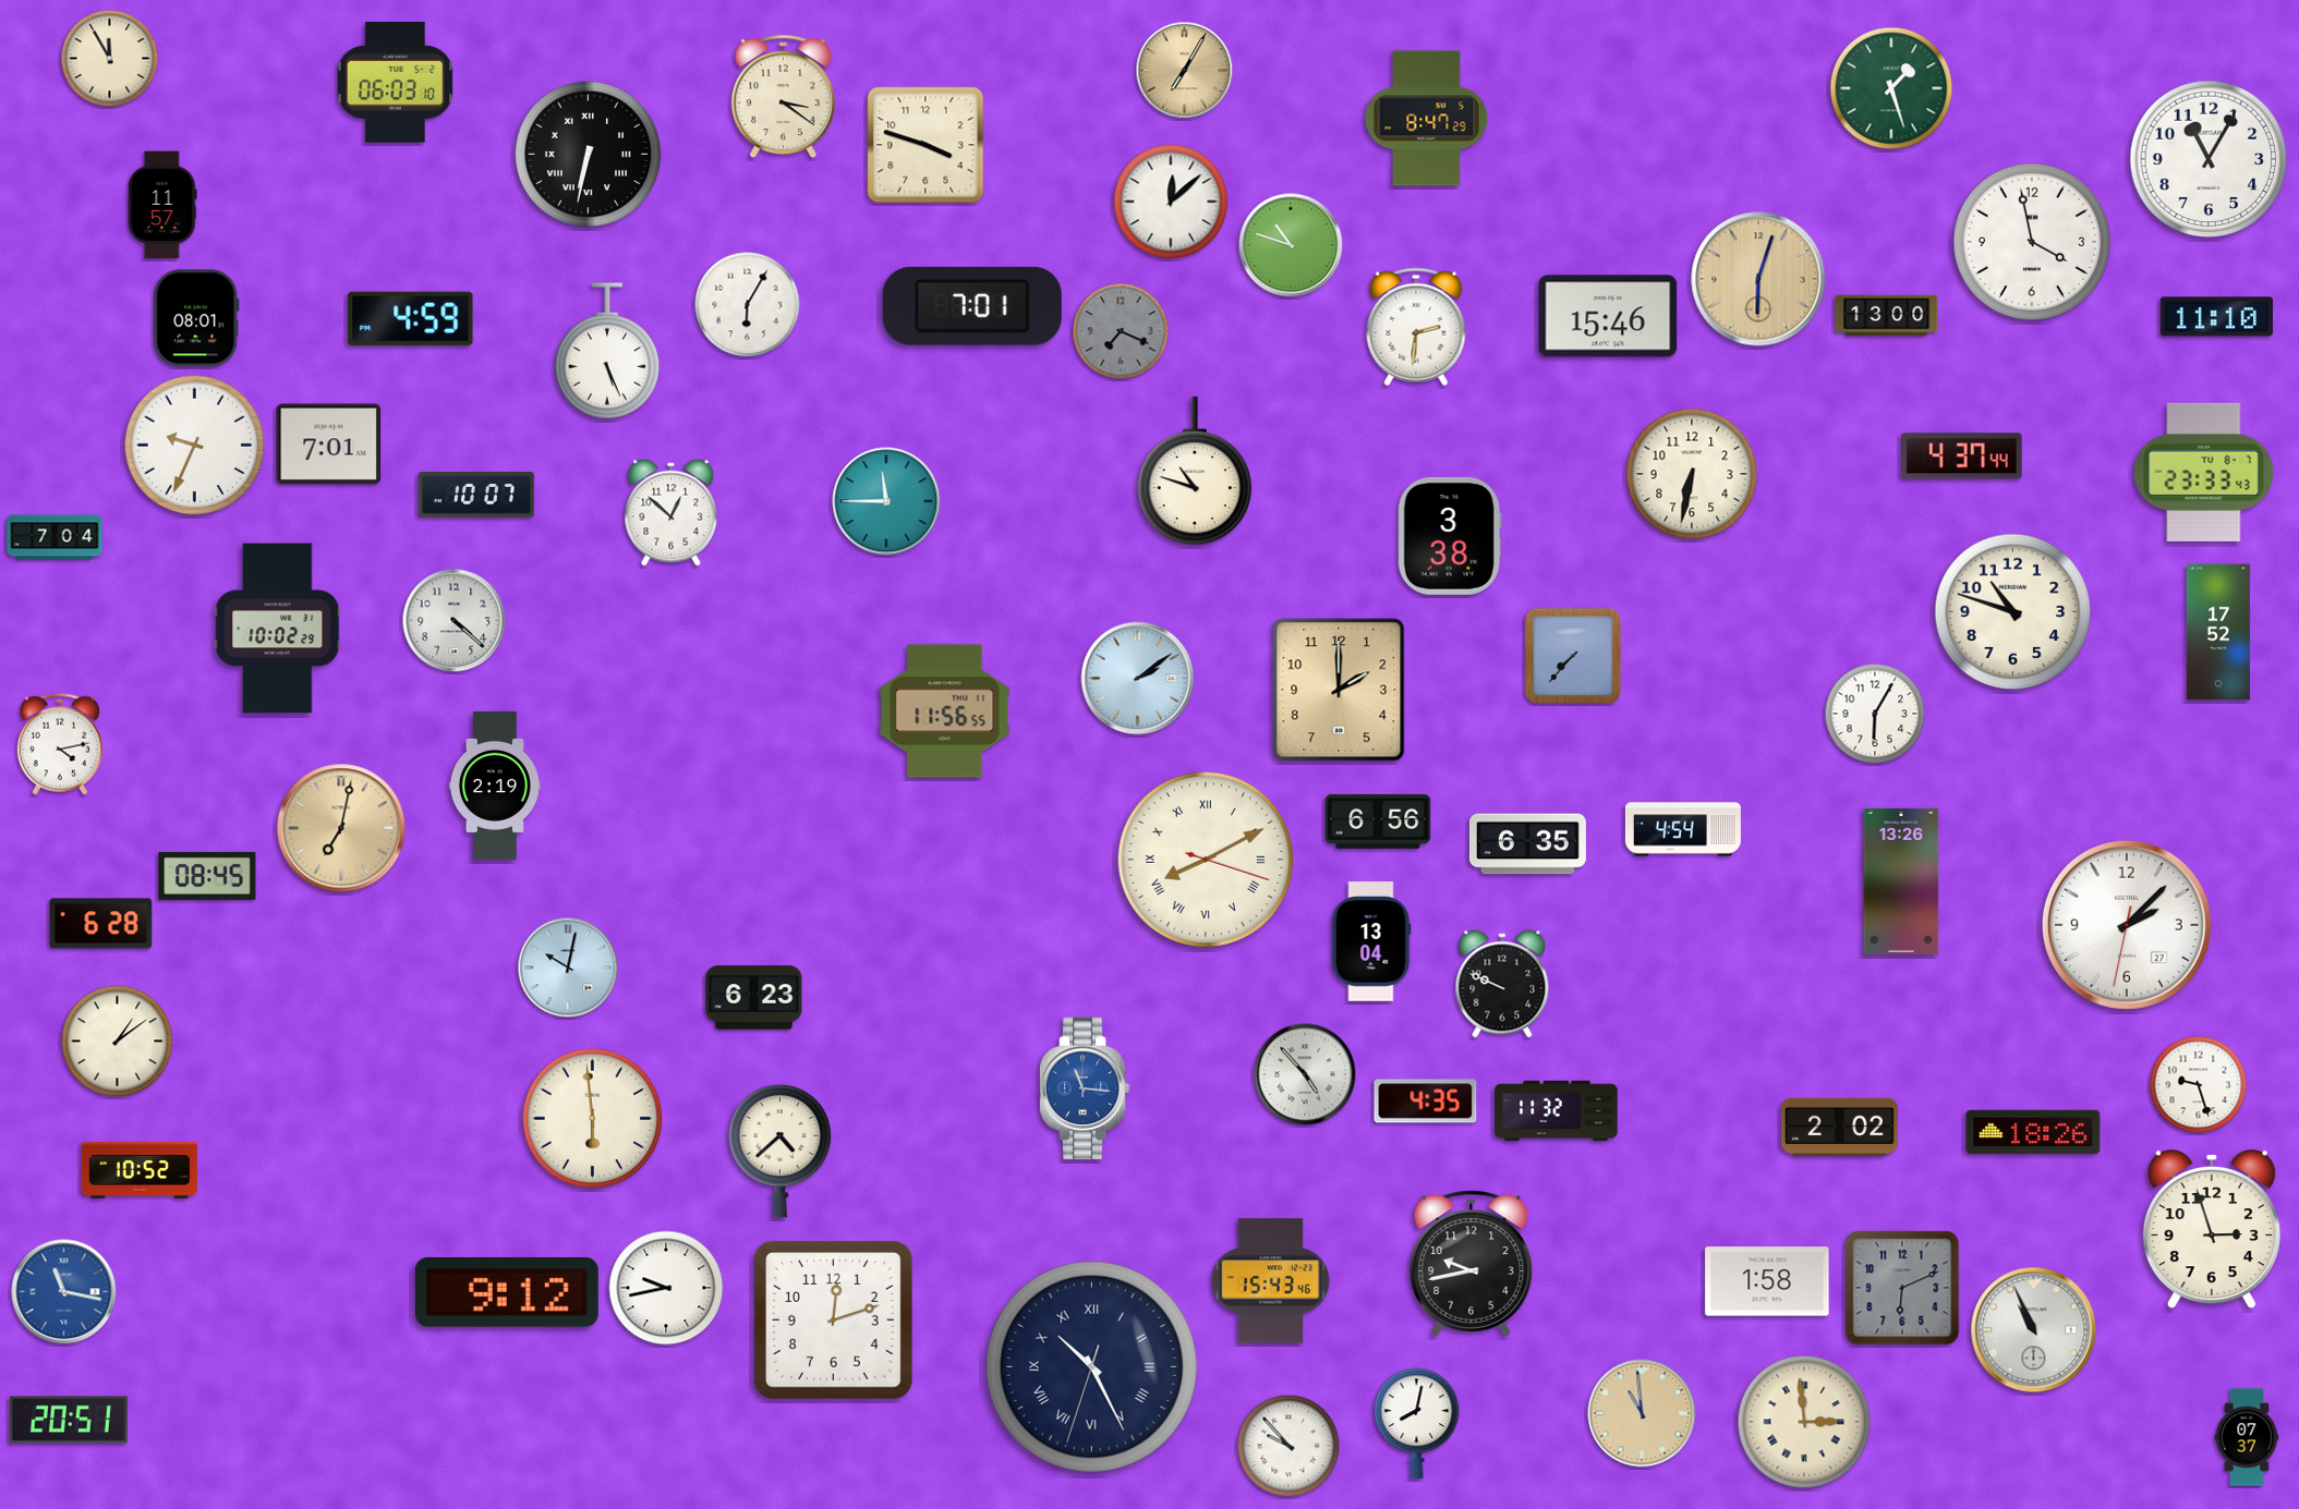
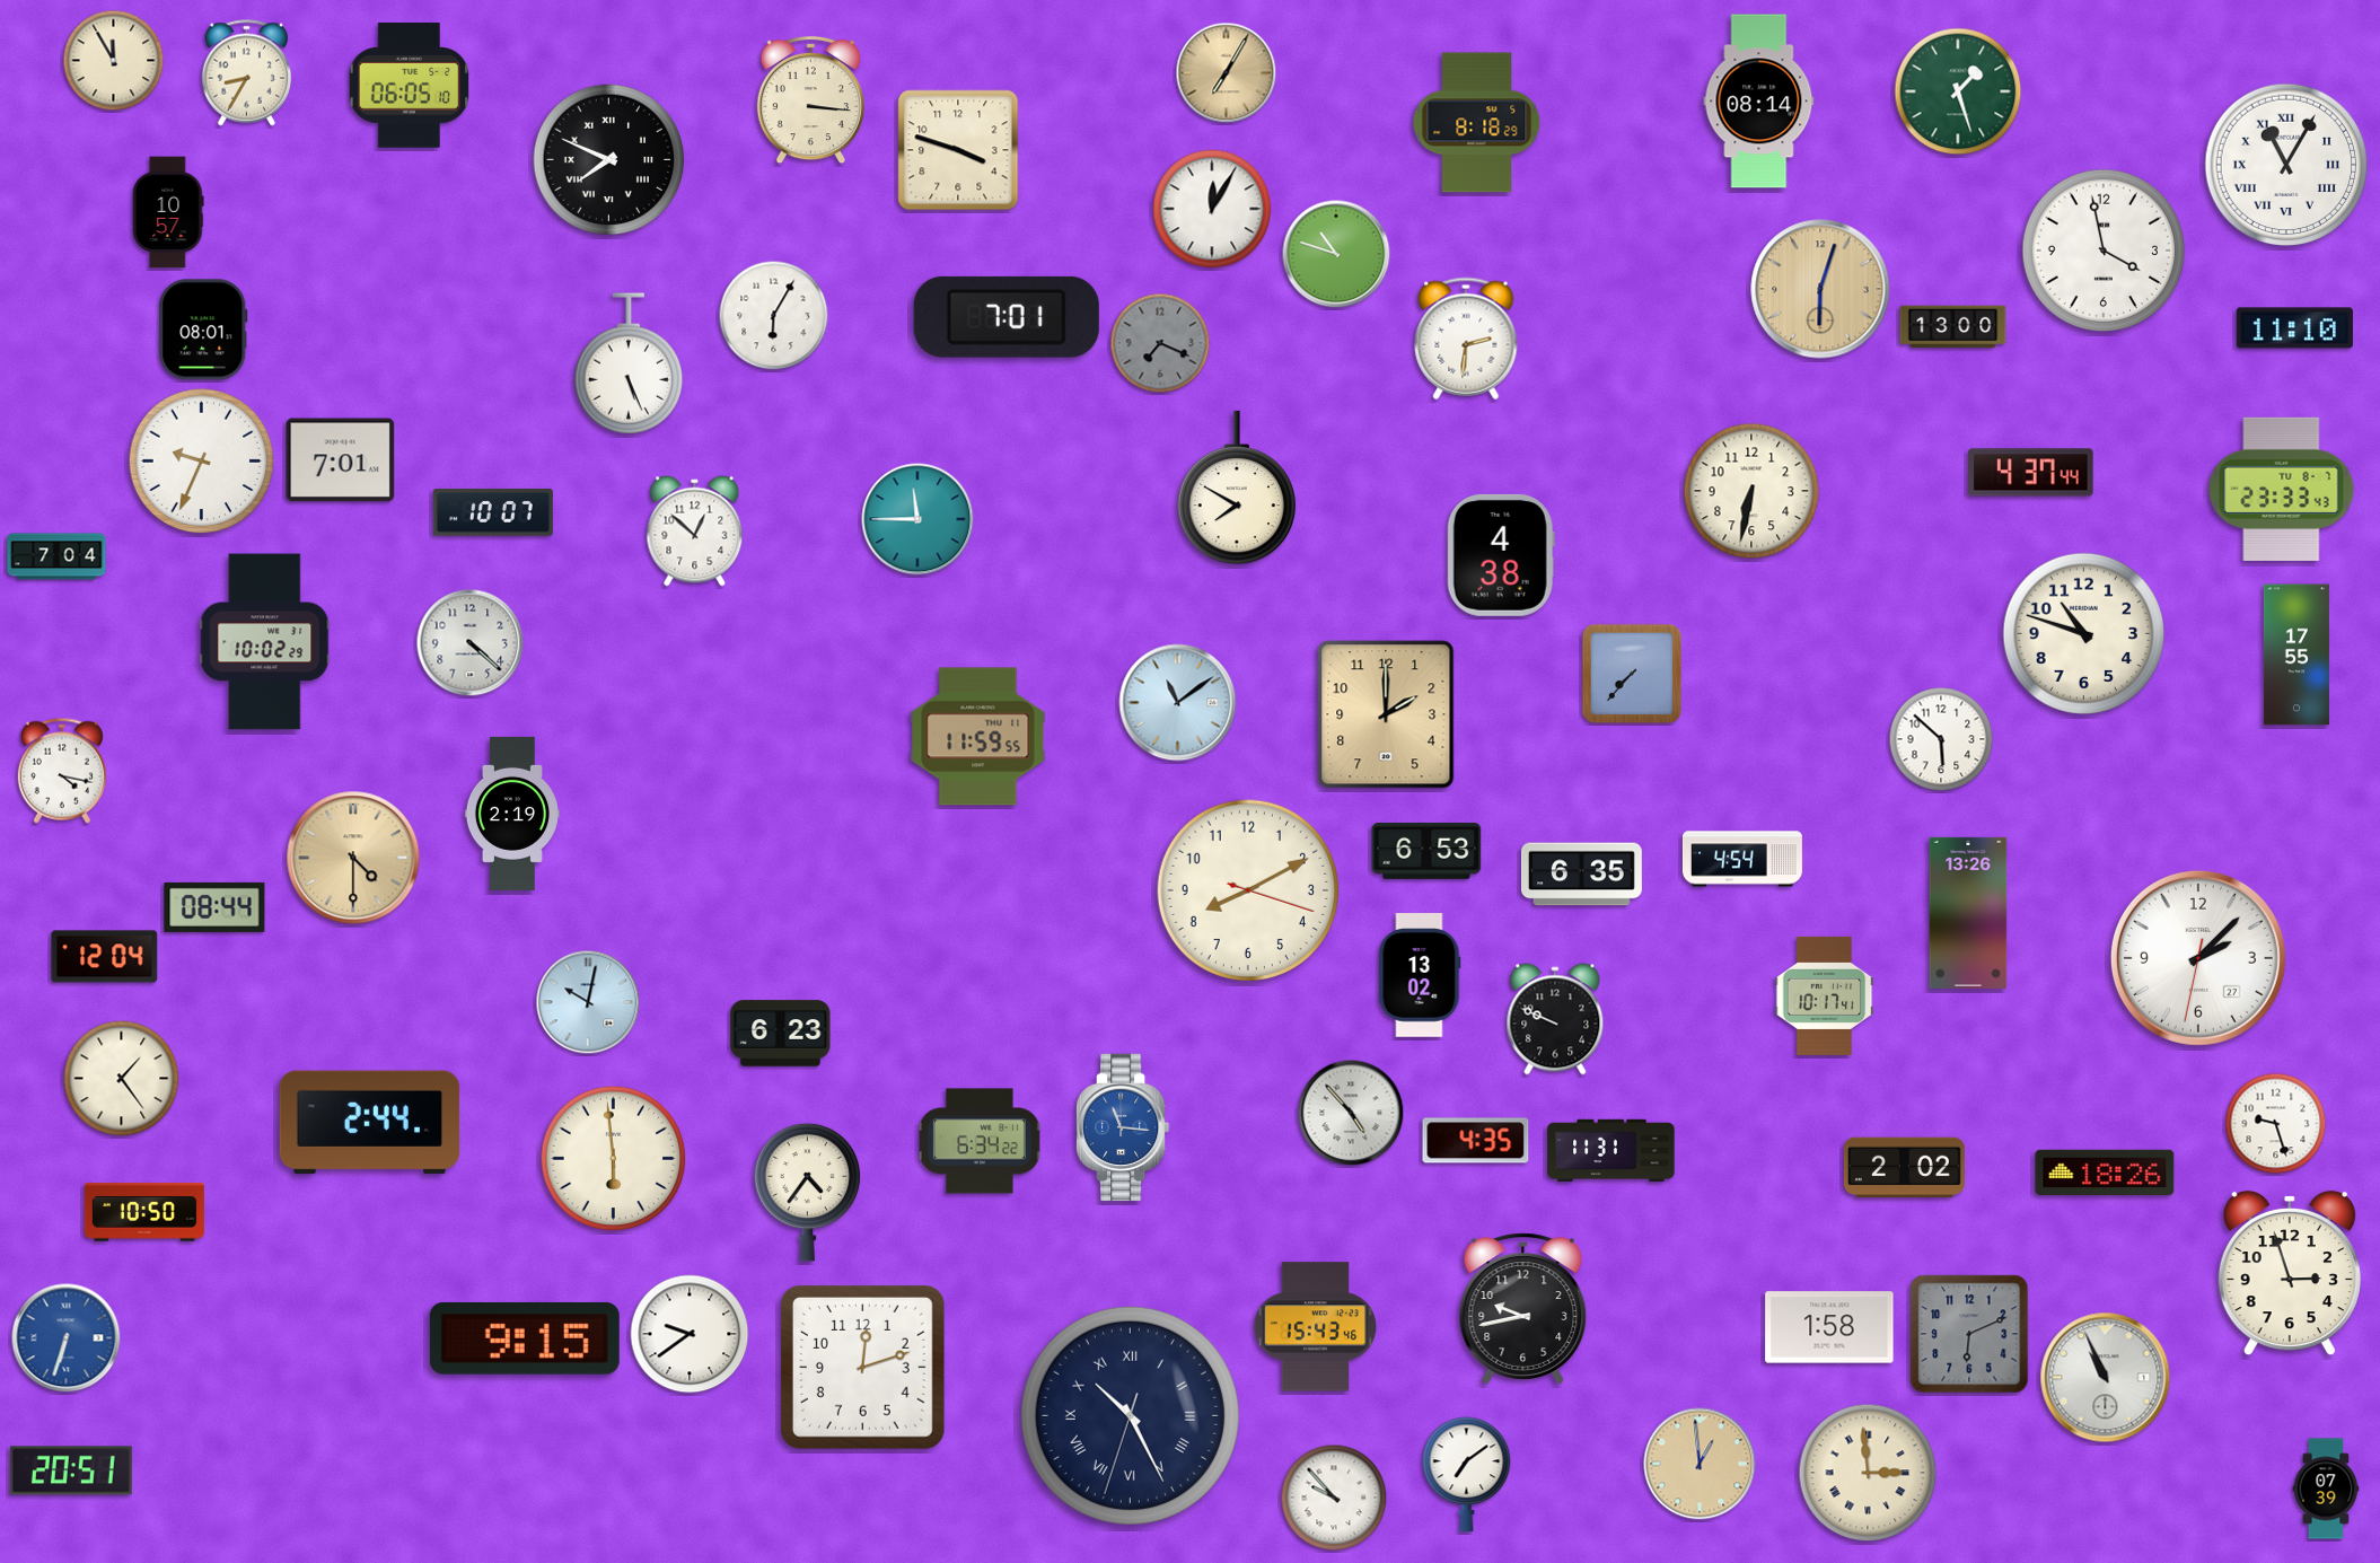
clock at (247, 73): none -> 8:35
clock at (396, 83): 06:03 -> 06:05
clock at (783, 97): 3:21 -> 3:16
clock at (1759, 102): none -> 08:14
clock at (1427, 119): 8:47 -> 8:18
clock at (589, 155): 6:32 -> 7:49
clock at (2209, 159) numerals: Arabic -> Roman
clock at (1171, 202): 12:08 -> 12:05
clock at (162, 205): 11:57 -> 10:57
clock at (1608, 316): 15:46 -> none
clock at (411, 318): 4:59 -> none
clock at (1195, 471): 10:48 -> 7:50
clock at (1450, 536): 3:38 -> 4:38
clock at (278, 629) position: (278, 629) -> (265, 642)
clock at (2218, 632): 17:52 -> 17:55
clock at (1573, 656) position: (1573, 656) -> (1632, 674)
clock at (1138, 679): 2:09 -> 11:09
clock at (945, 711): 11:56 -> 11:59
clock at (1875, 714): 6:05 -> 5:52
clock at (60, 744): 4:13 -> 4:17
clock at (1378, 822): 6:56 -> 6:53
clock at (341, 828): 7:02 -> 4:30
clock at (1205, 859) numerals: Roman -> Arabic
clock at (207, 876): 08:45 -> 08:44
clock at (101, 924): 6:28 -> 12:04
clock at (2127, 925) position: (2127, 925) -> (2198, 958)
clock at (1371, 941): 13:04 -> 13:02
clock at (1825, 995): none -> 10:17
clock at (118, 1042): 1:09 -> 1:24
clock at (370, 1123): none -> 2:44
clock at (980, 1141): none -> 6:34
clock at (1557, 1111): 11:32 -> 11:31
clock at (781, 1151): 4:38 -> 4:36
clock at (140, 1170): 10:52 -> 10:50
clock at (666, 1288): 9:43 -> 9:39
clock at (64, 1292): 11:17 -> 6:33
clock at (507, 1292): 9:12 -> 9:15
clock at (1642, 1413): 10:59 -> 12:59
clock at (1417, 1424): 8:02 -> 7:09
clock at (2247, 1437): 07:37 -> 07:39
